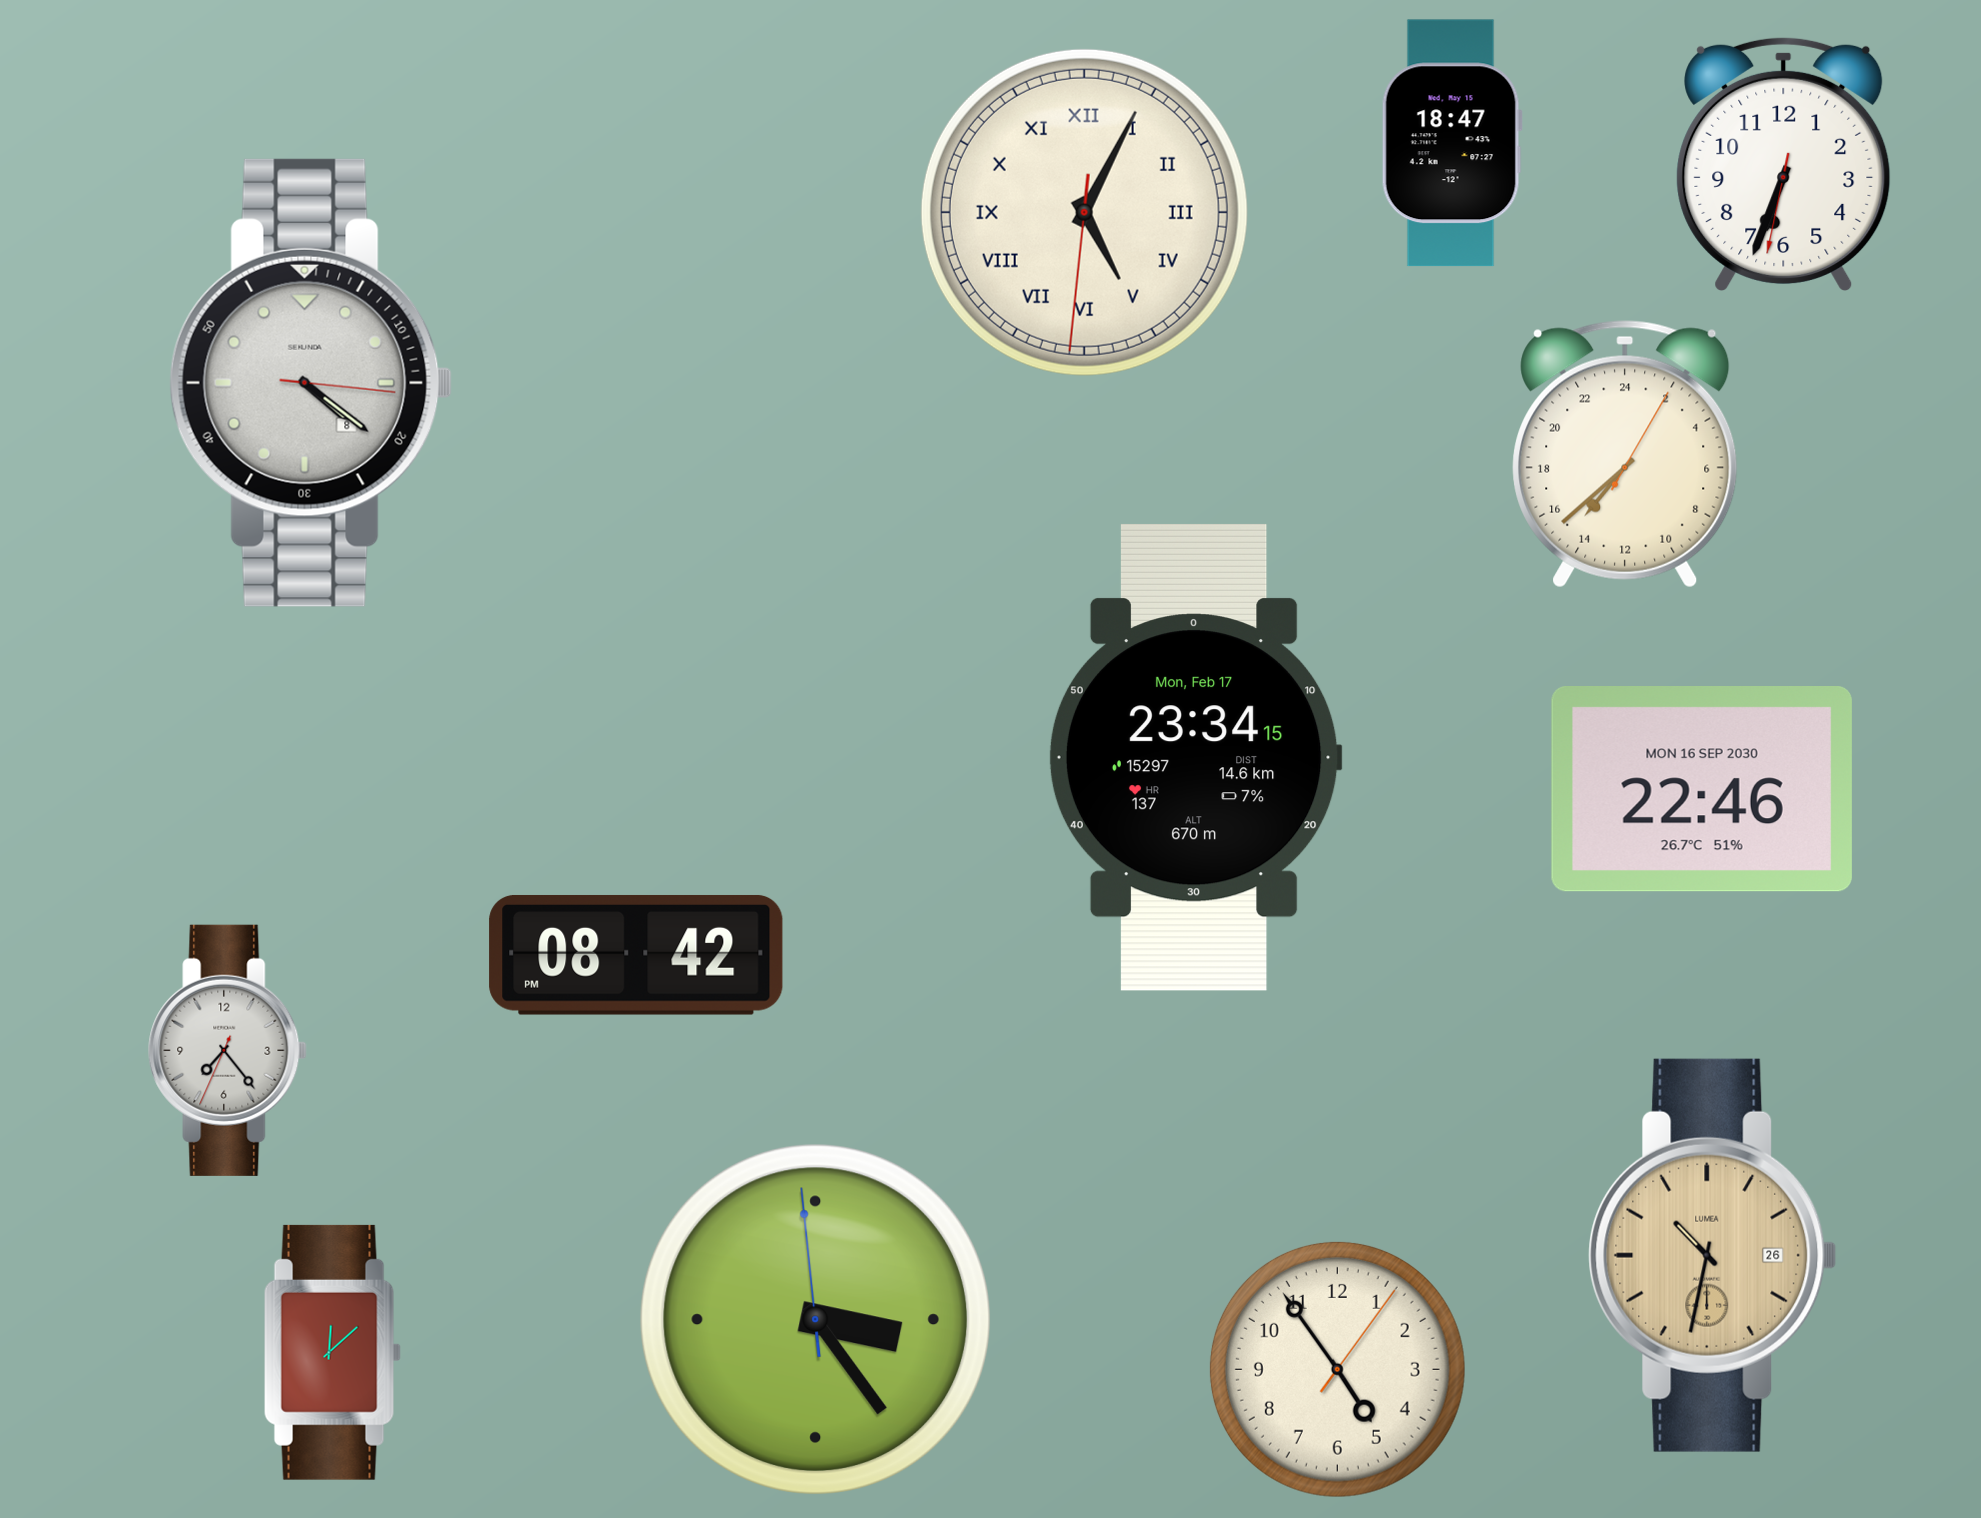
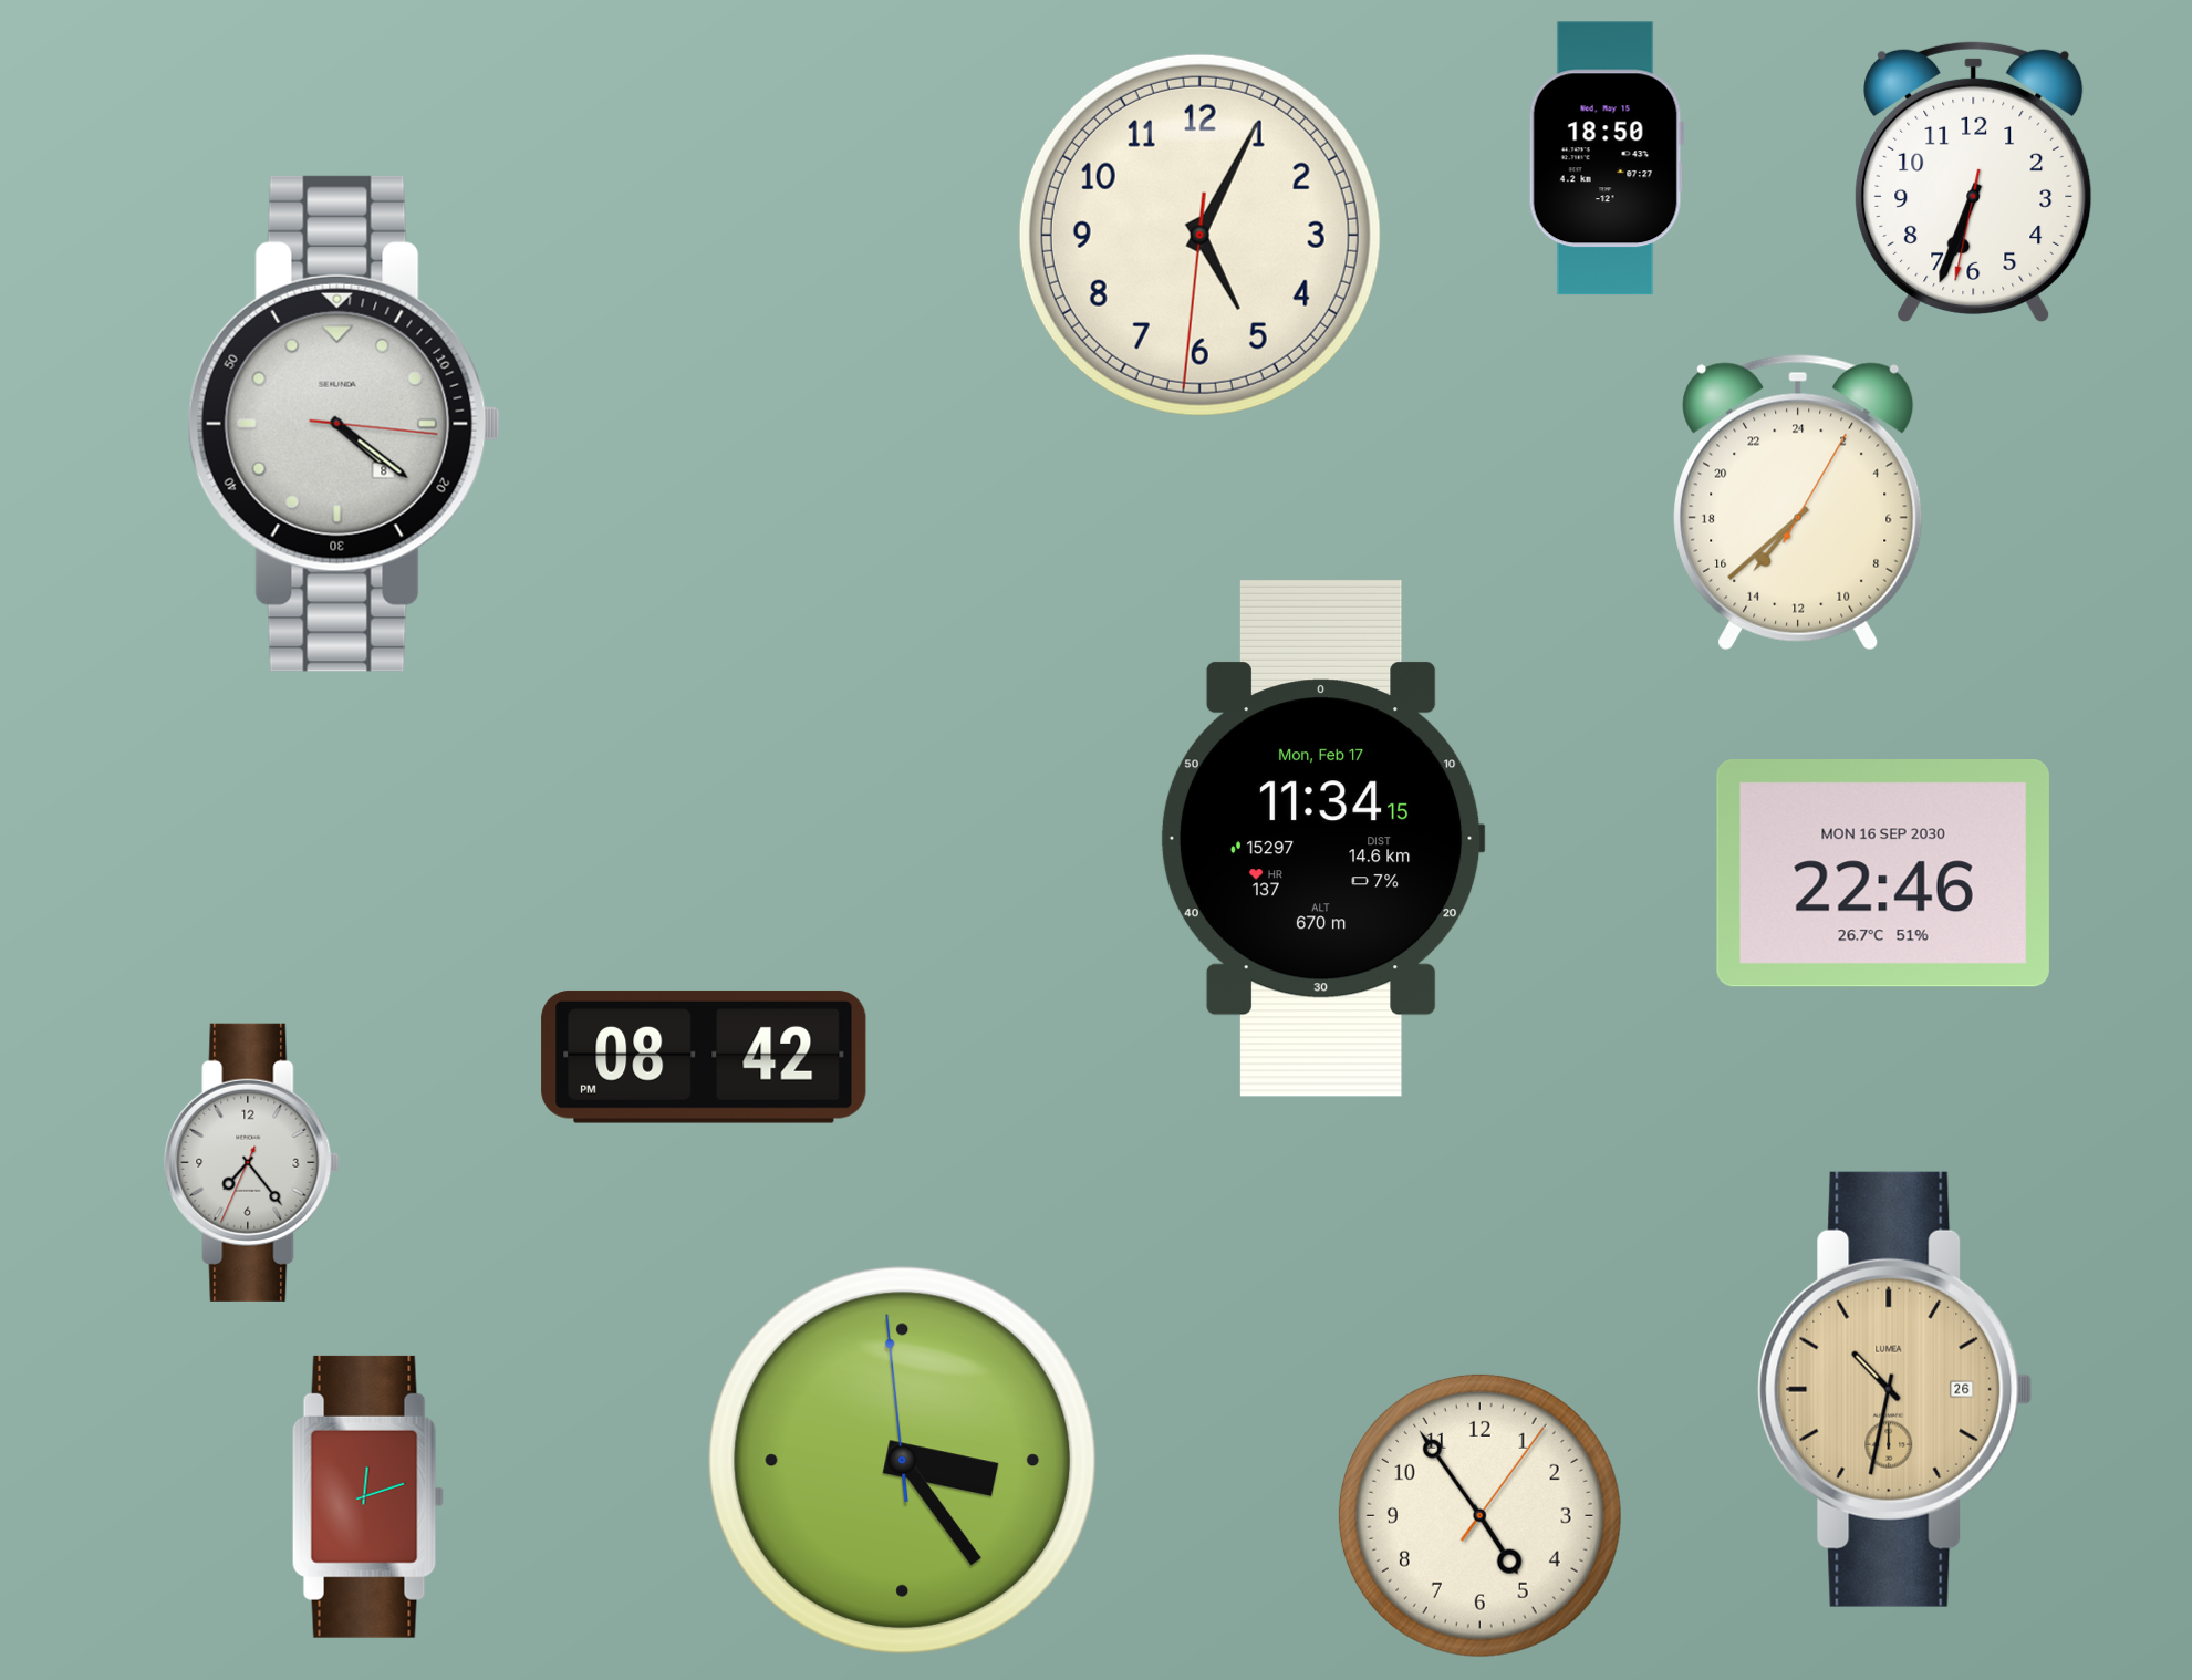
clock at (1452, 143): 18:47 -> 18:50
clock at (1084, 212) numerals: Roman -> Arabic
clock at (1195, 757): 23:34 -> 11:34
clock at (332, 1352): 12:08 -> 12:12
